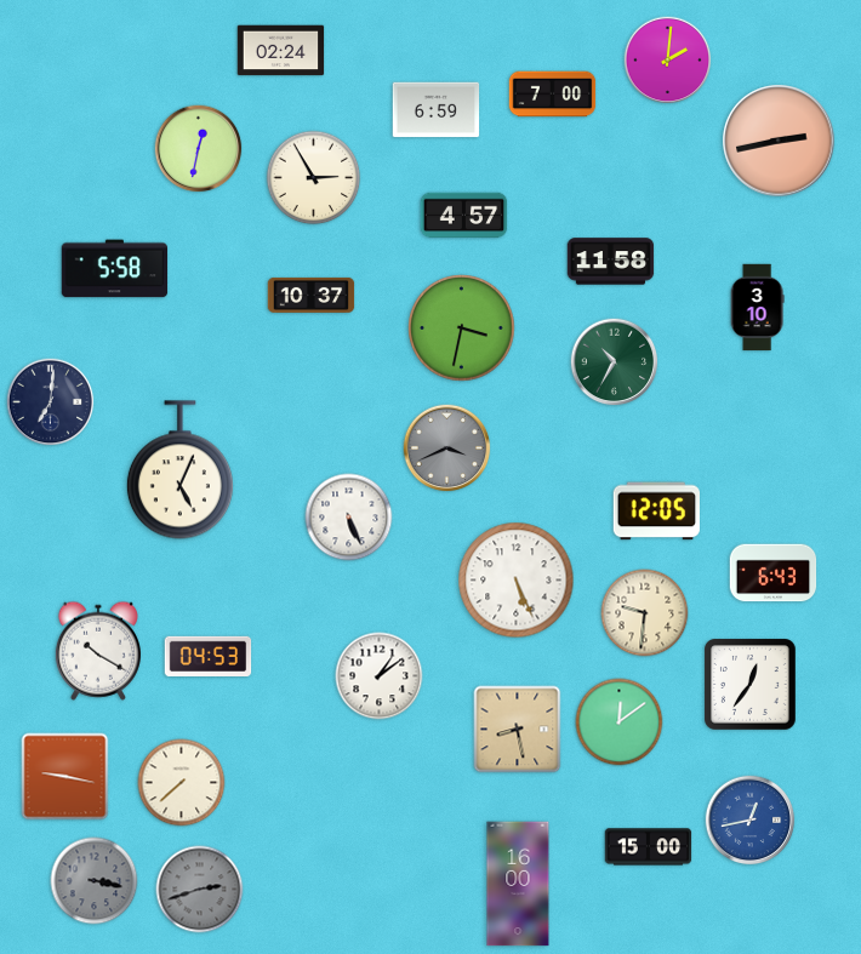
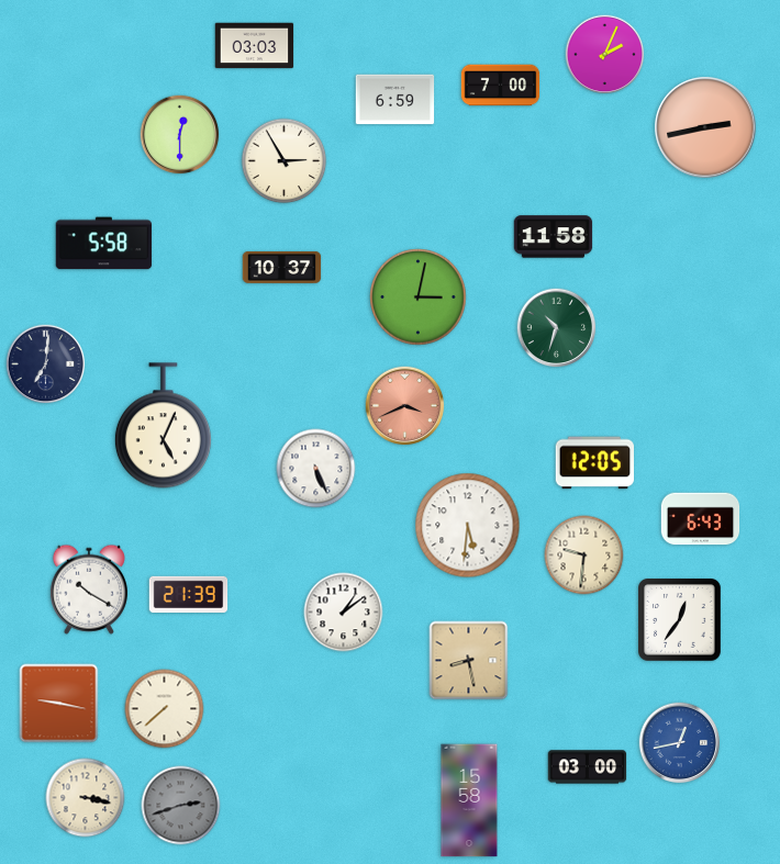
clock at (281, 51): 02:24 -> 03:03
clock at (668, 61): 2:01 -> 2:04
clock at (199, 149): 12:32 -> 12:30
clock at (464, 216): 4:57 -> none
clock at (757, 308): 3:10 -> none
clock at (462, 329): 3:32 -> 3:02
clock at (615, 362): 10:35 -> 10:33
clock at (447, 449) dial: grey -> salmon
clock at (517, 581): 5:26 -> 5:31
clock at (209, 656): 04:53 -> 21:39
clock at (620, 722): 12:09 -> none
clock at (649, 847): 15:00 -> 03:00
clock at (95, 881) dial: grey -> cream
clock at (518, 884): 16:00 -> 15:58
